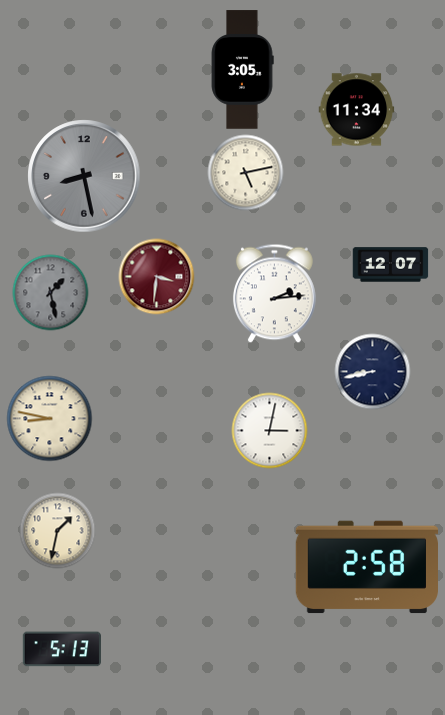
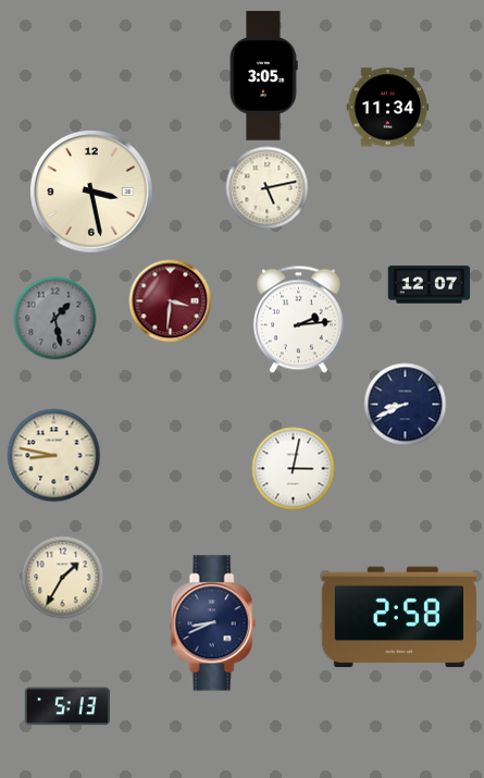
clock at (357, 110) position: (357, 110) -> (388, 108)
clock at (84, 176): 8:28 -> 3:28
clock at (84, 176) dial: grey -> cream
clock at (391, 265) position: (391, 265) -> (430, 285)
clock at (373, 372): 8:43 -> 8:41
clock at (58, 531): 1:32 -> 1:35
clock at (213, 623): none -> 8:41
